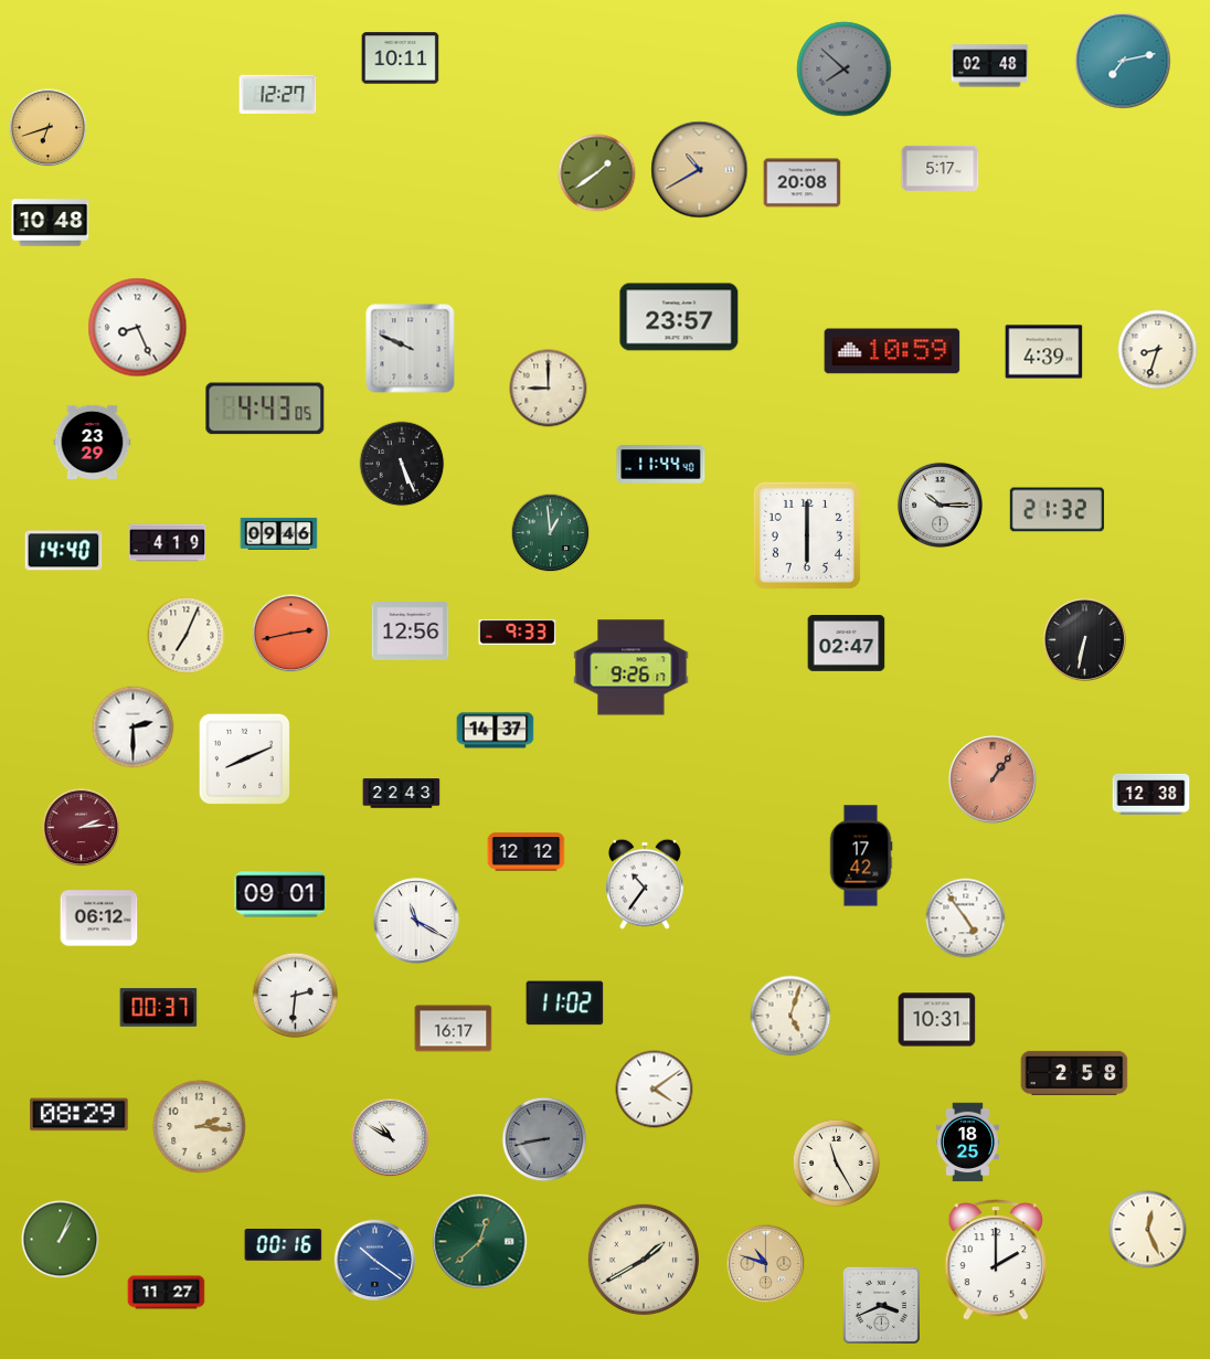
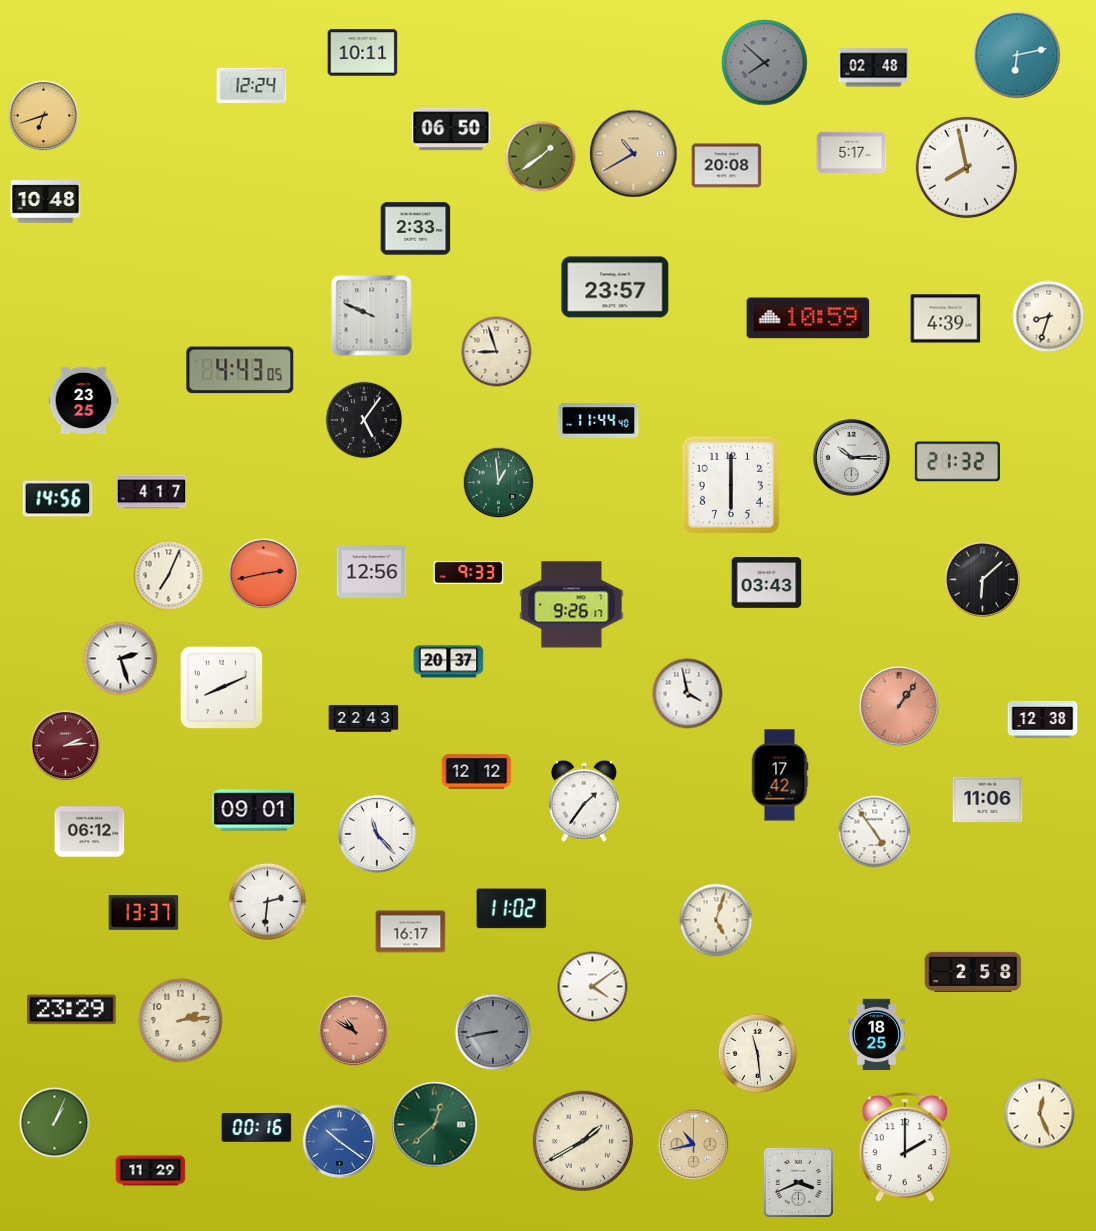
clock at (1123, 61): 7:13 -> 6:13
clock at (990, 66) position: (990, 66) -> (874, 68)
clock at (278, 95): 12:27 -> 12:24
clock at (451, 129): none -> 06:50
clock at (966, 167): none -> 7:58
clock at (416, 229): none -> 2:33
clock at (138, 328): 8:26 -> none
clock at (549, 389): 9:00 -> 8:57
clock at (93, 442): 23:29 -> 23:25
clock at (402, 464): 5:26 -> 5:06
clock at (279, 533): 09:46 -> none
clock at (168, 543): 4:19 -> 4:17
clock at (64, 551): 14:40 -> 14:56
clock at (1084, 639): 6:32 -> 6:08
clock at (847, 644): 02:47 -> 03:43
clock at (134, 728): 2:30 -> 2:27
clock at (496, 731): 14:37 -> 20:37
clock at (688, 694): none -> 3:58
clock at (82, 828) position: (82, 828) -> (66, 746)
clock at (988, 800): none -> 11:06
clock at (645, 884): 10:36 -> 1:36
clock at (416, 921): 11:20 -> 11:23
clock at (159, 1008): 00:37 -> 13:37
clock at (937, 1020): 10:31 -> none
clock at (79, 1115): 08:29 -> 23:29
clock at (200, 1127): 2:16 -> 2:14
clock at (391, 1138) dial: white -> salmon
clock at (836, 1162): 11:25 -> 11:29
clock at (996, 1260) position: (996, 1260) -> (905, 1147)
clock at (766, 1264): 10:48 -> 10:43
clock at (167, 1293): 11:27 -> 11:29
